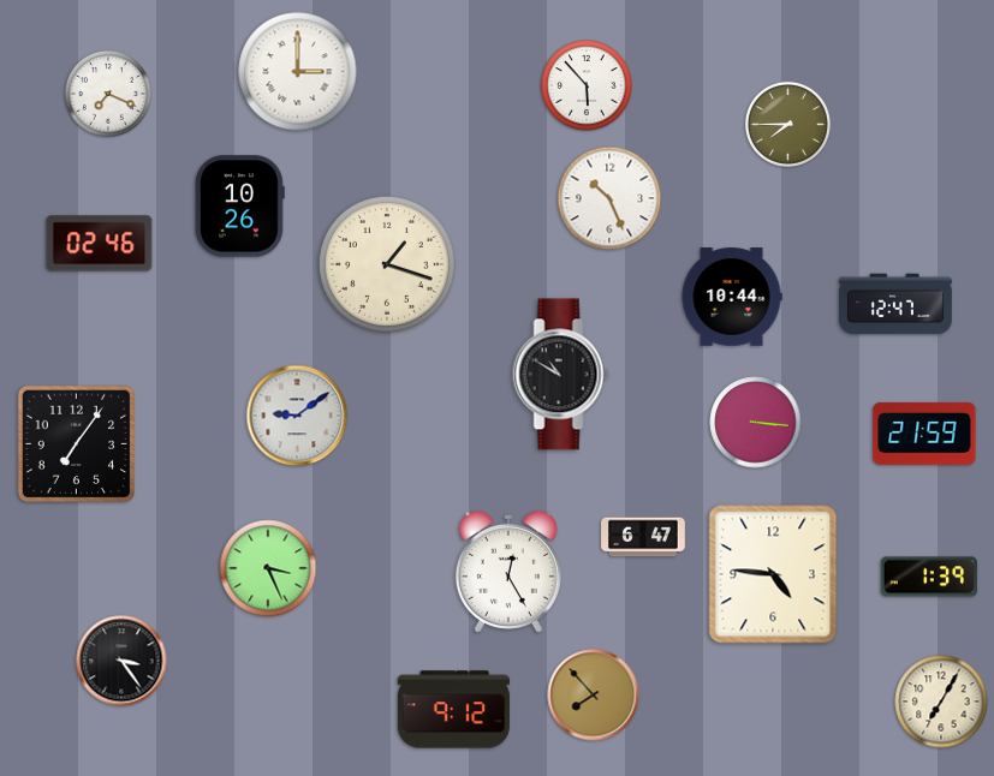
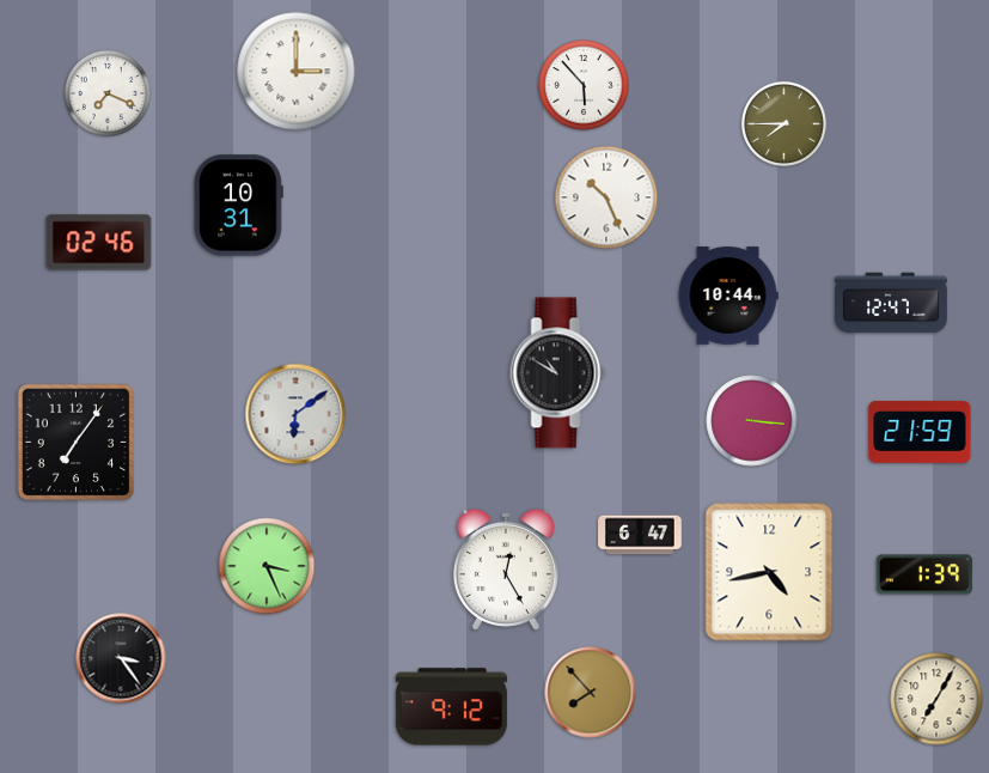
clock at (240, 207): 10:26 -> 10:31
clock at (387, 264): 1:18 -> none
clock at (297, 416): 9:09 -> 6:09
clock at (773, 574): 4:46 -> 4:43
